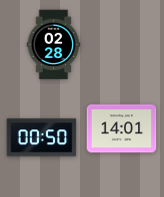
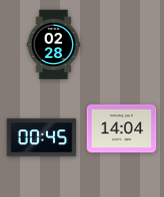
clock at (122, 129): 14:01 -> 14:04
clock at (42, 138): 00:50 -> 00:45
